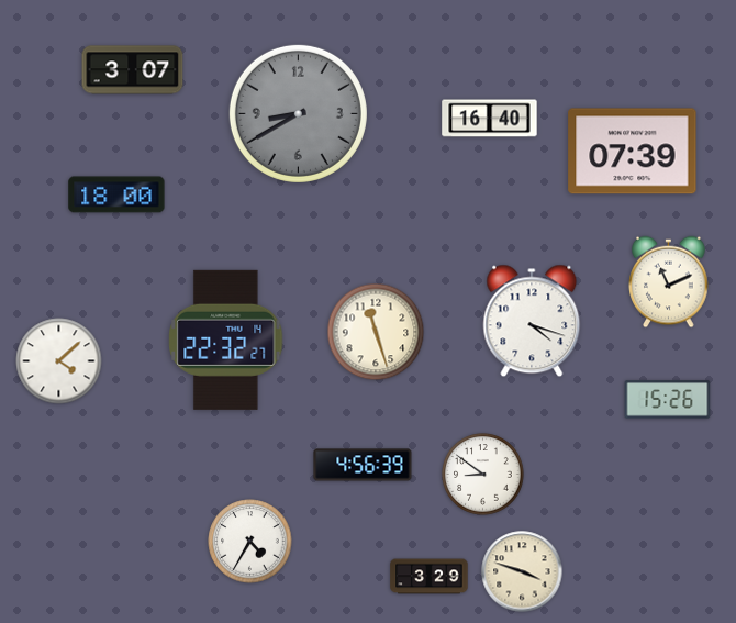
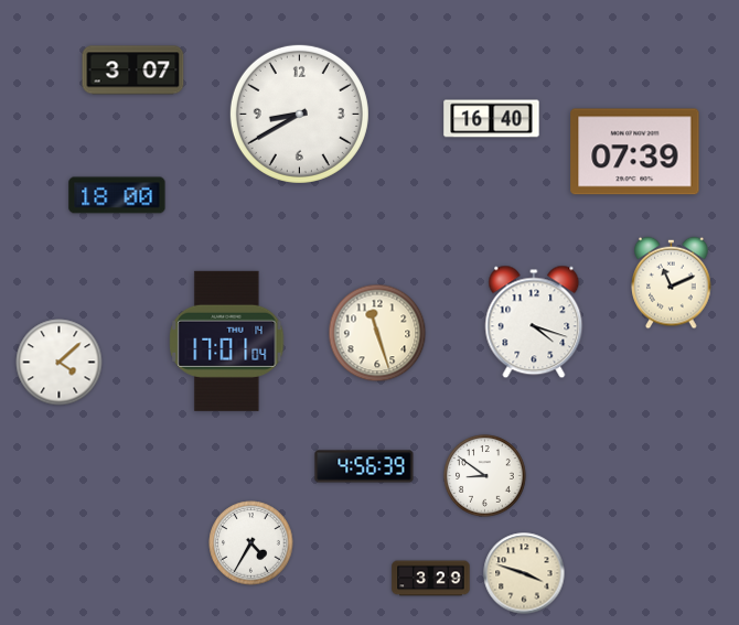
clock at (298, 113) dial: grey -> white
clock at (226, 340): 22:32 -> 17:01
clock at (668, 400): 15:26 -> none
